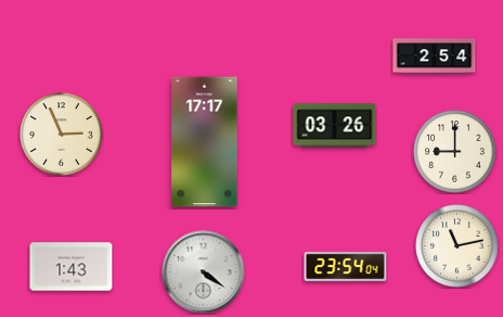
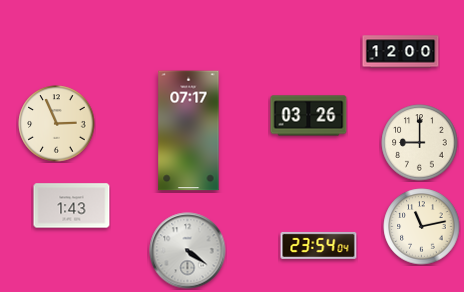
clock at (435, 56): 2:54 -> 12:00
clock at (205, 142): 17:17 -> 07:17
clock at (455, 152) position: (455, 152) -> (420, 143)
clock at (72, 267) position: (72, 267) -> (72, 206)
